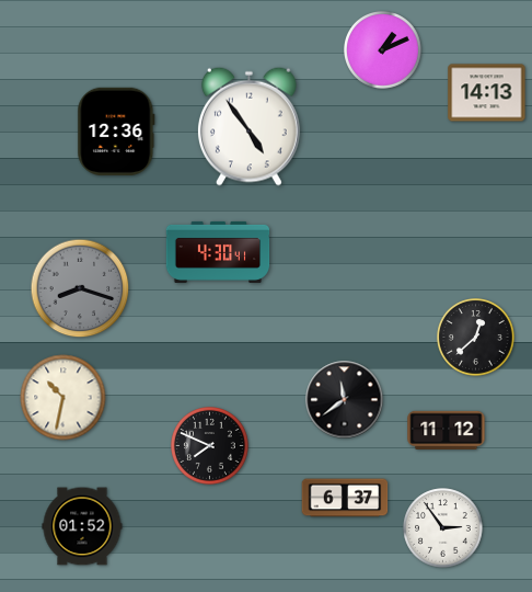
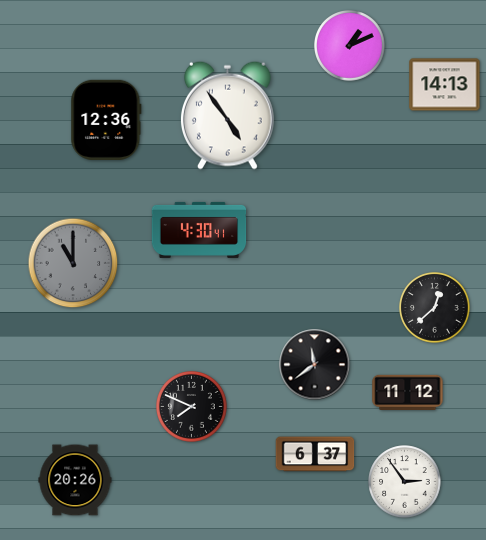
clock at (80, 288): 8:18 -> 11:00
clock at (63, 398): 10:32 -> none
clock at (82, 526): 01:52 -> 20:26
